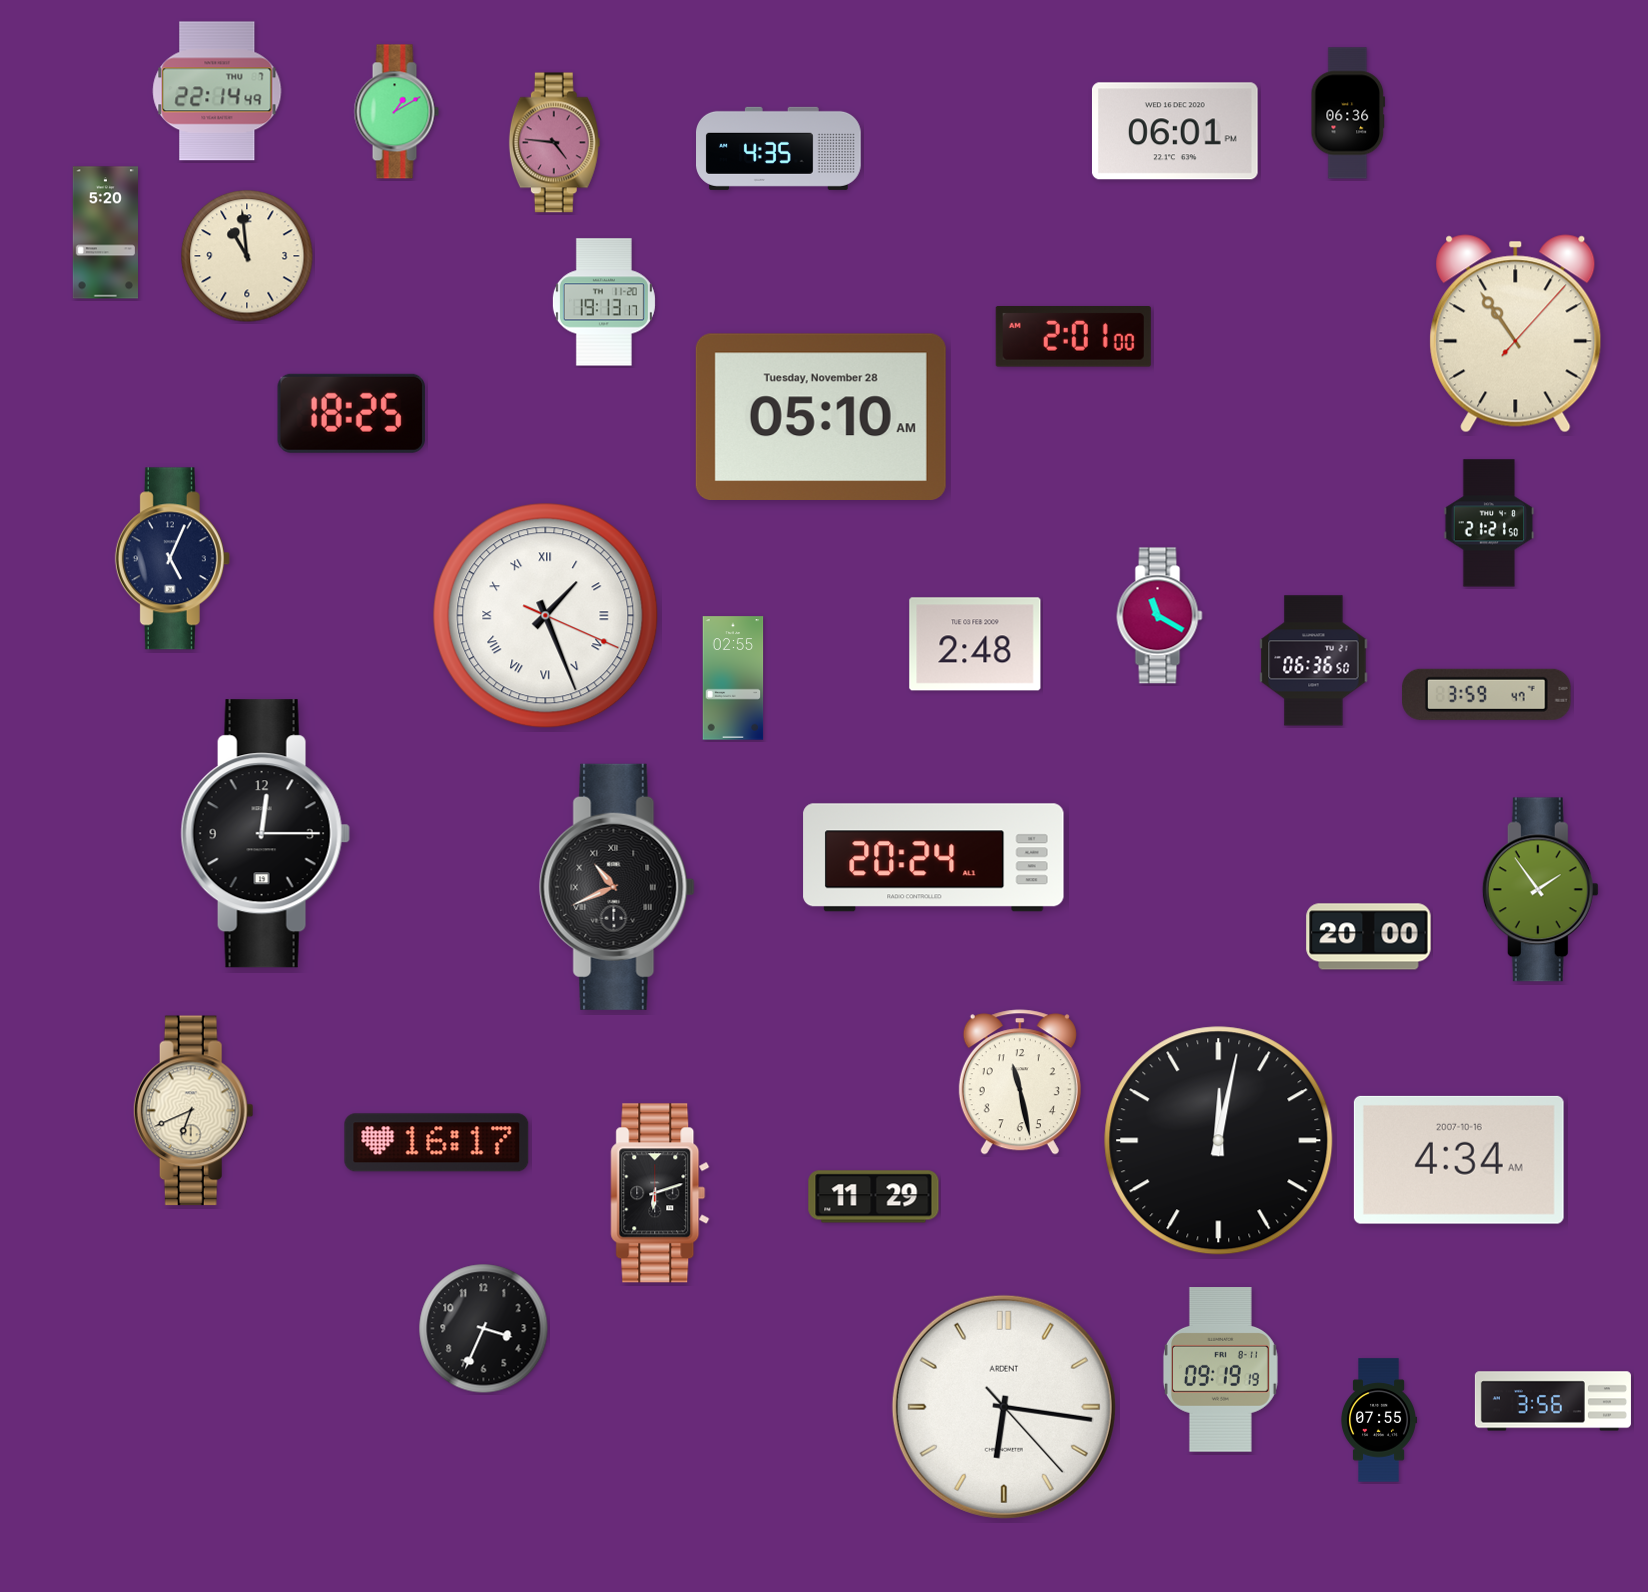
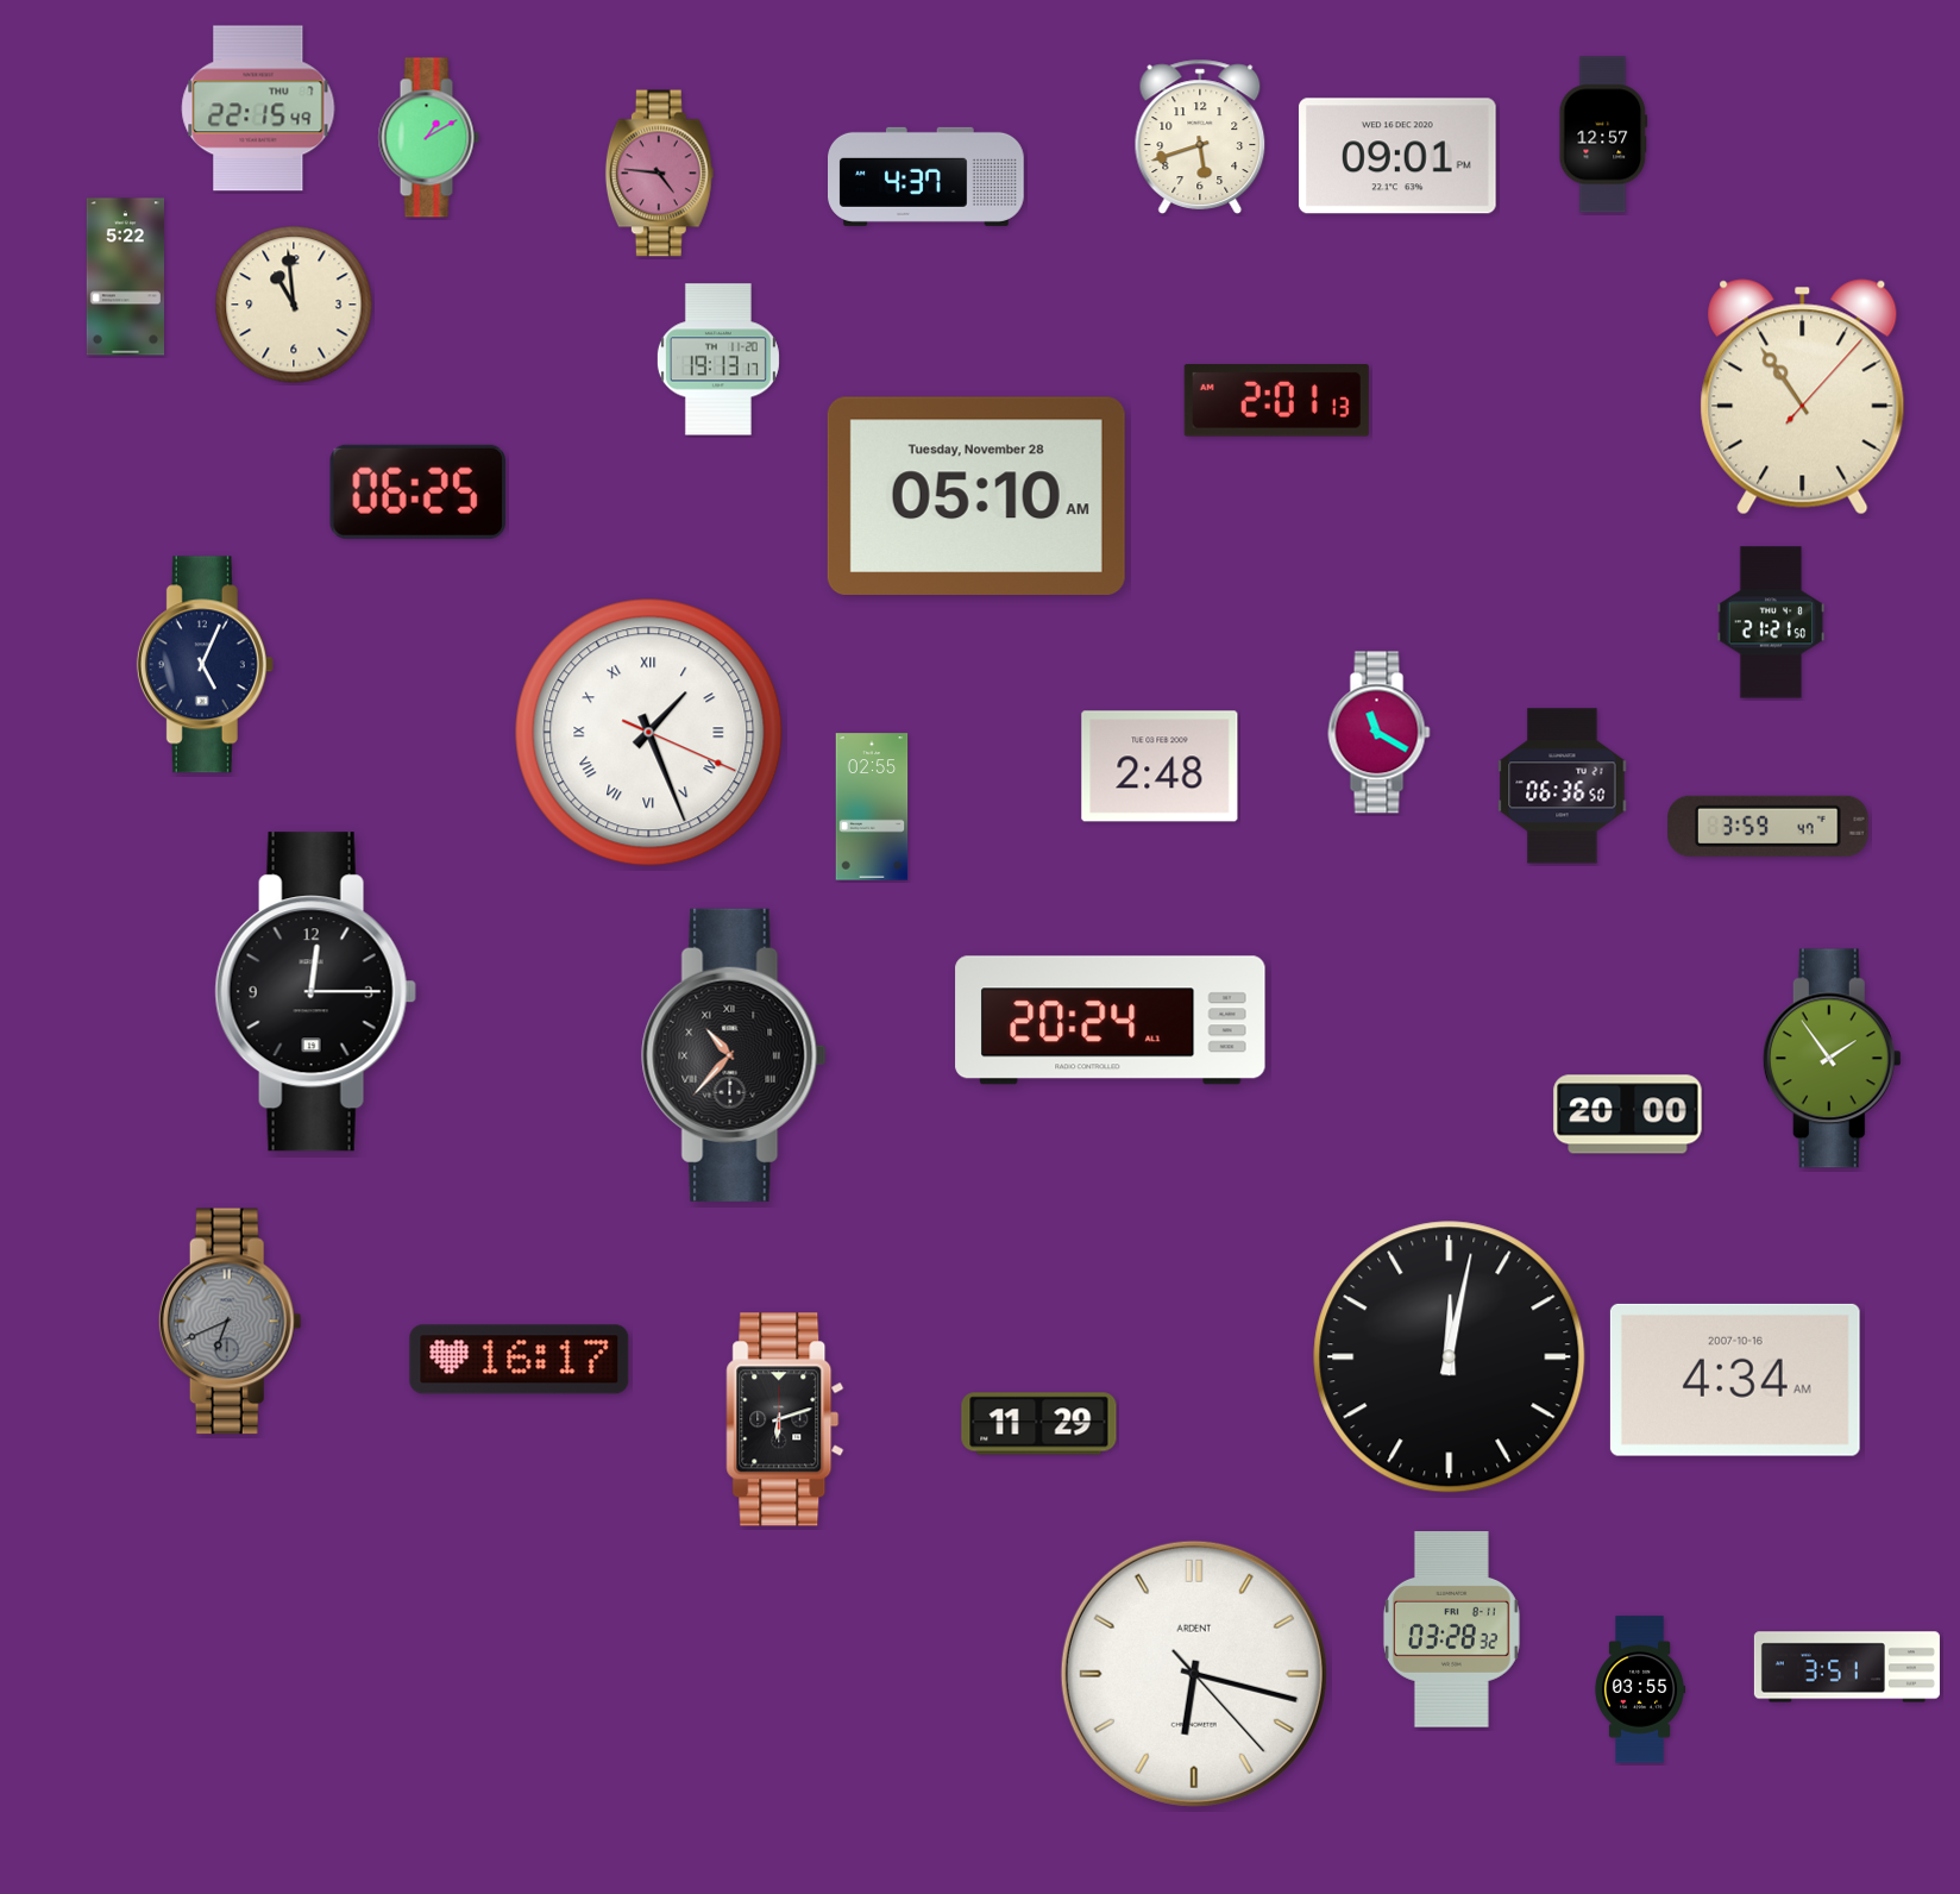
clock at (217, 91): 22:14 -> 22:15
clock at (396, 112) position: (396, 112) -> (428, 138)
clock at (1348, 113): 06:36 -> 12:57
clock at (1200, 137): none -> 5:42
clock at (1175, 131): 06:01 -> 09:01
clock at (554, 143) position: (554, 143) -> (659, 174)
clock at (779, 148): 4:35 -> 4:37
clock at (105, 233): 5:20 -> 5:22
clock at (1073, 337): 2:01:00 -> 2:01:13
clock at (351, 413): 18:25 -> 06:25
clock at (617, 887): 10:41 -> 10:37
clock at (1020, 1082): 11:28 -> none
clock at (193, 1111) dial: cream -> grey
clock at (484, 1329): 3:34 -> none
clock at (1220, 1370): 09:19 -> 03:28
clock at (1553, 1401): 3:56 -> 3:51
clock at (1004, 1407): 6:16 -> 6:17
clock at (1378, 1420): 07:55 -> 03:55
